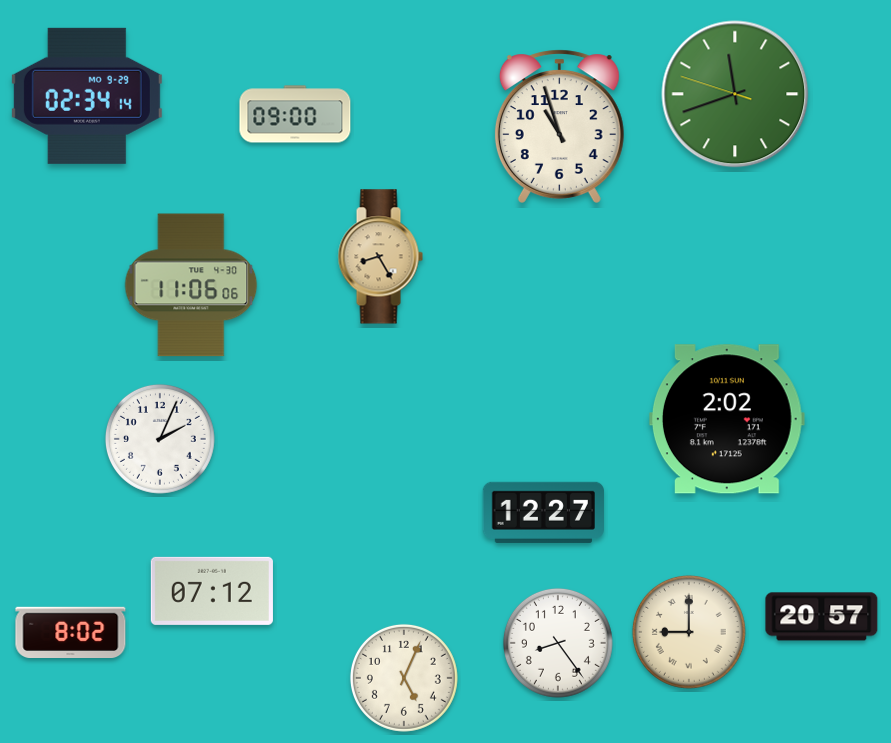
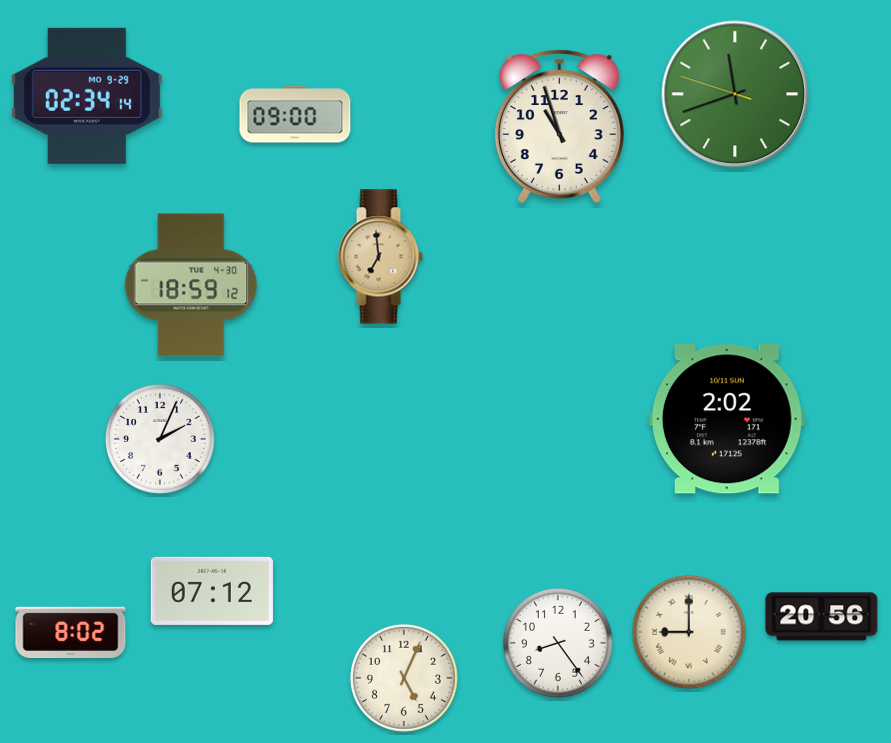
clock at (380, 257): 8:25 -> 6:59
clock at (191, 285): 11:06 -> 18:59
clock at (543, 512): 12:27 -> none
clock at (822, 617): 20:57 -> 20:56
